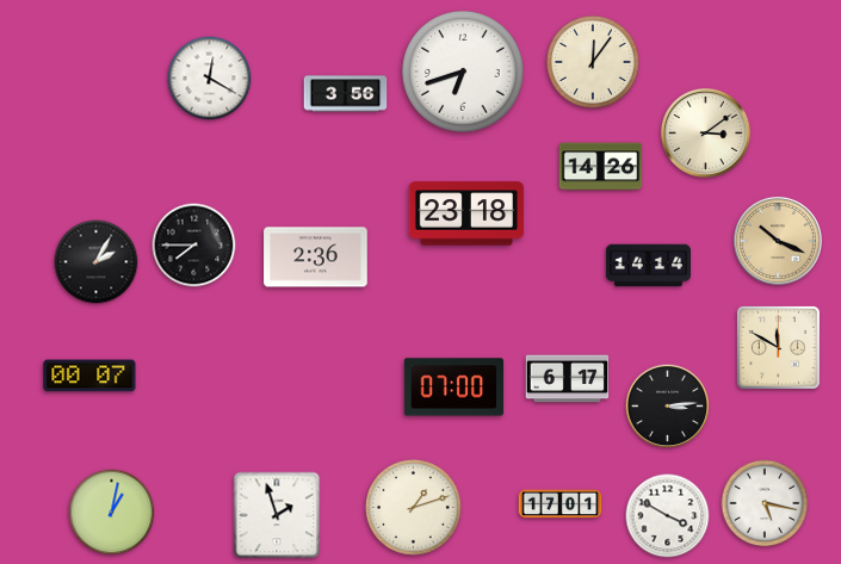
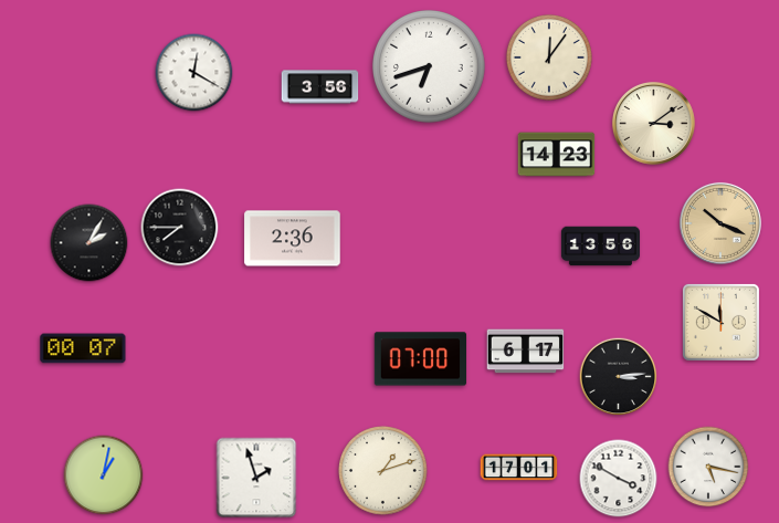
clock at (601, 167): 14:26 -> 14:23
clock at (466, 213): 23:18 -> none
clock at (648, 266): 14:14 -> 13:56
